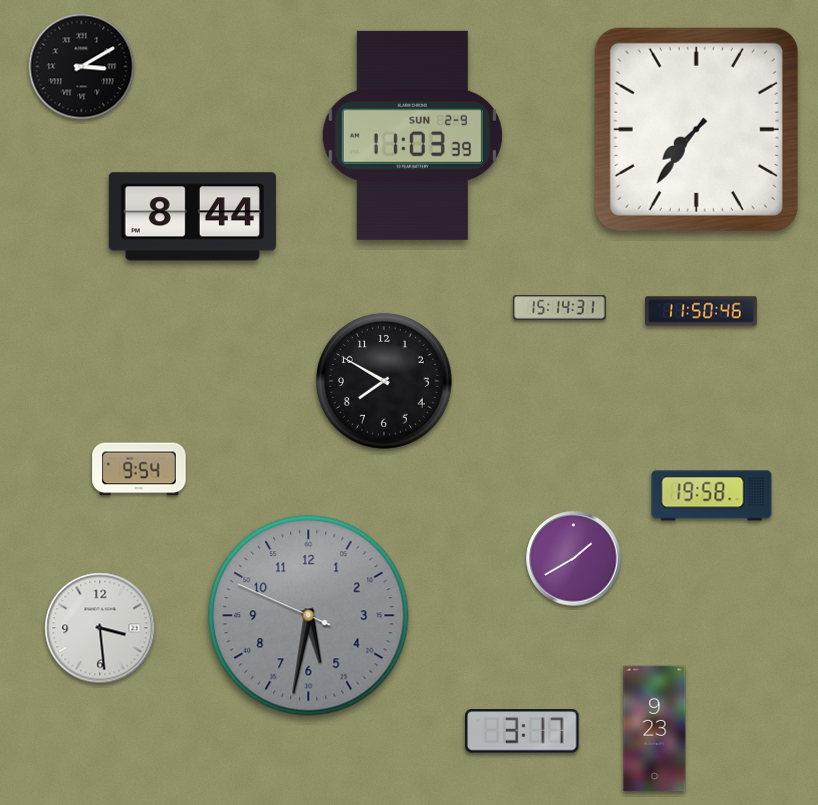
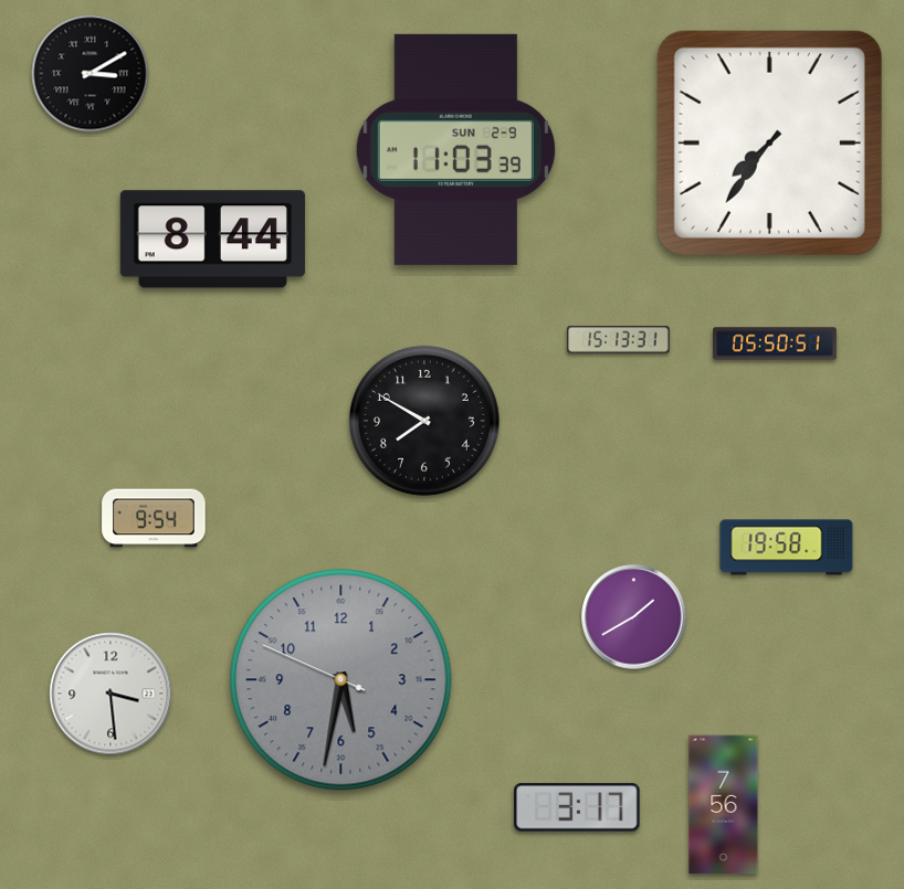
clock at (560, 308): 15:14 -> 15:13
clock at (701, 311): 11:50 -> 05:50
clock at (655, 729): 9:23 -> 7:56
